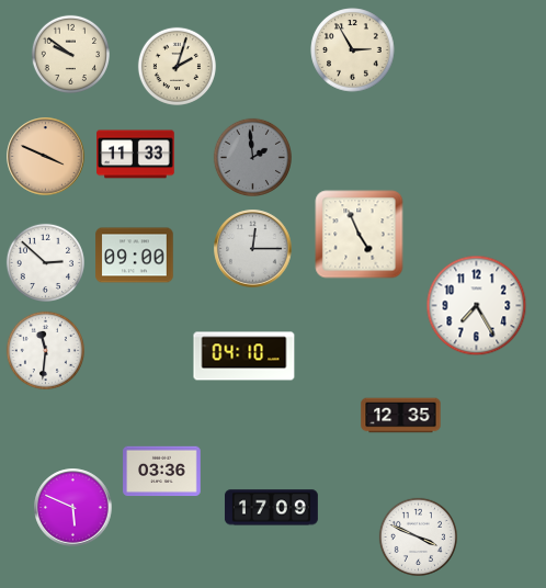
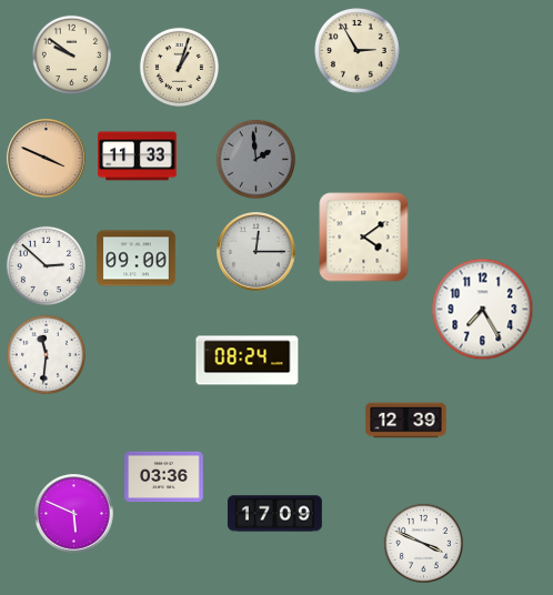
clock at (177, 66): 2:03 -> 1:03
clock at (360, 235): 4:56 -> 4:09
clock at (244, 357): 04:10 -> 08:24
clock at (401, 416): 12:35 -> 12:39
